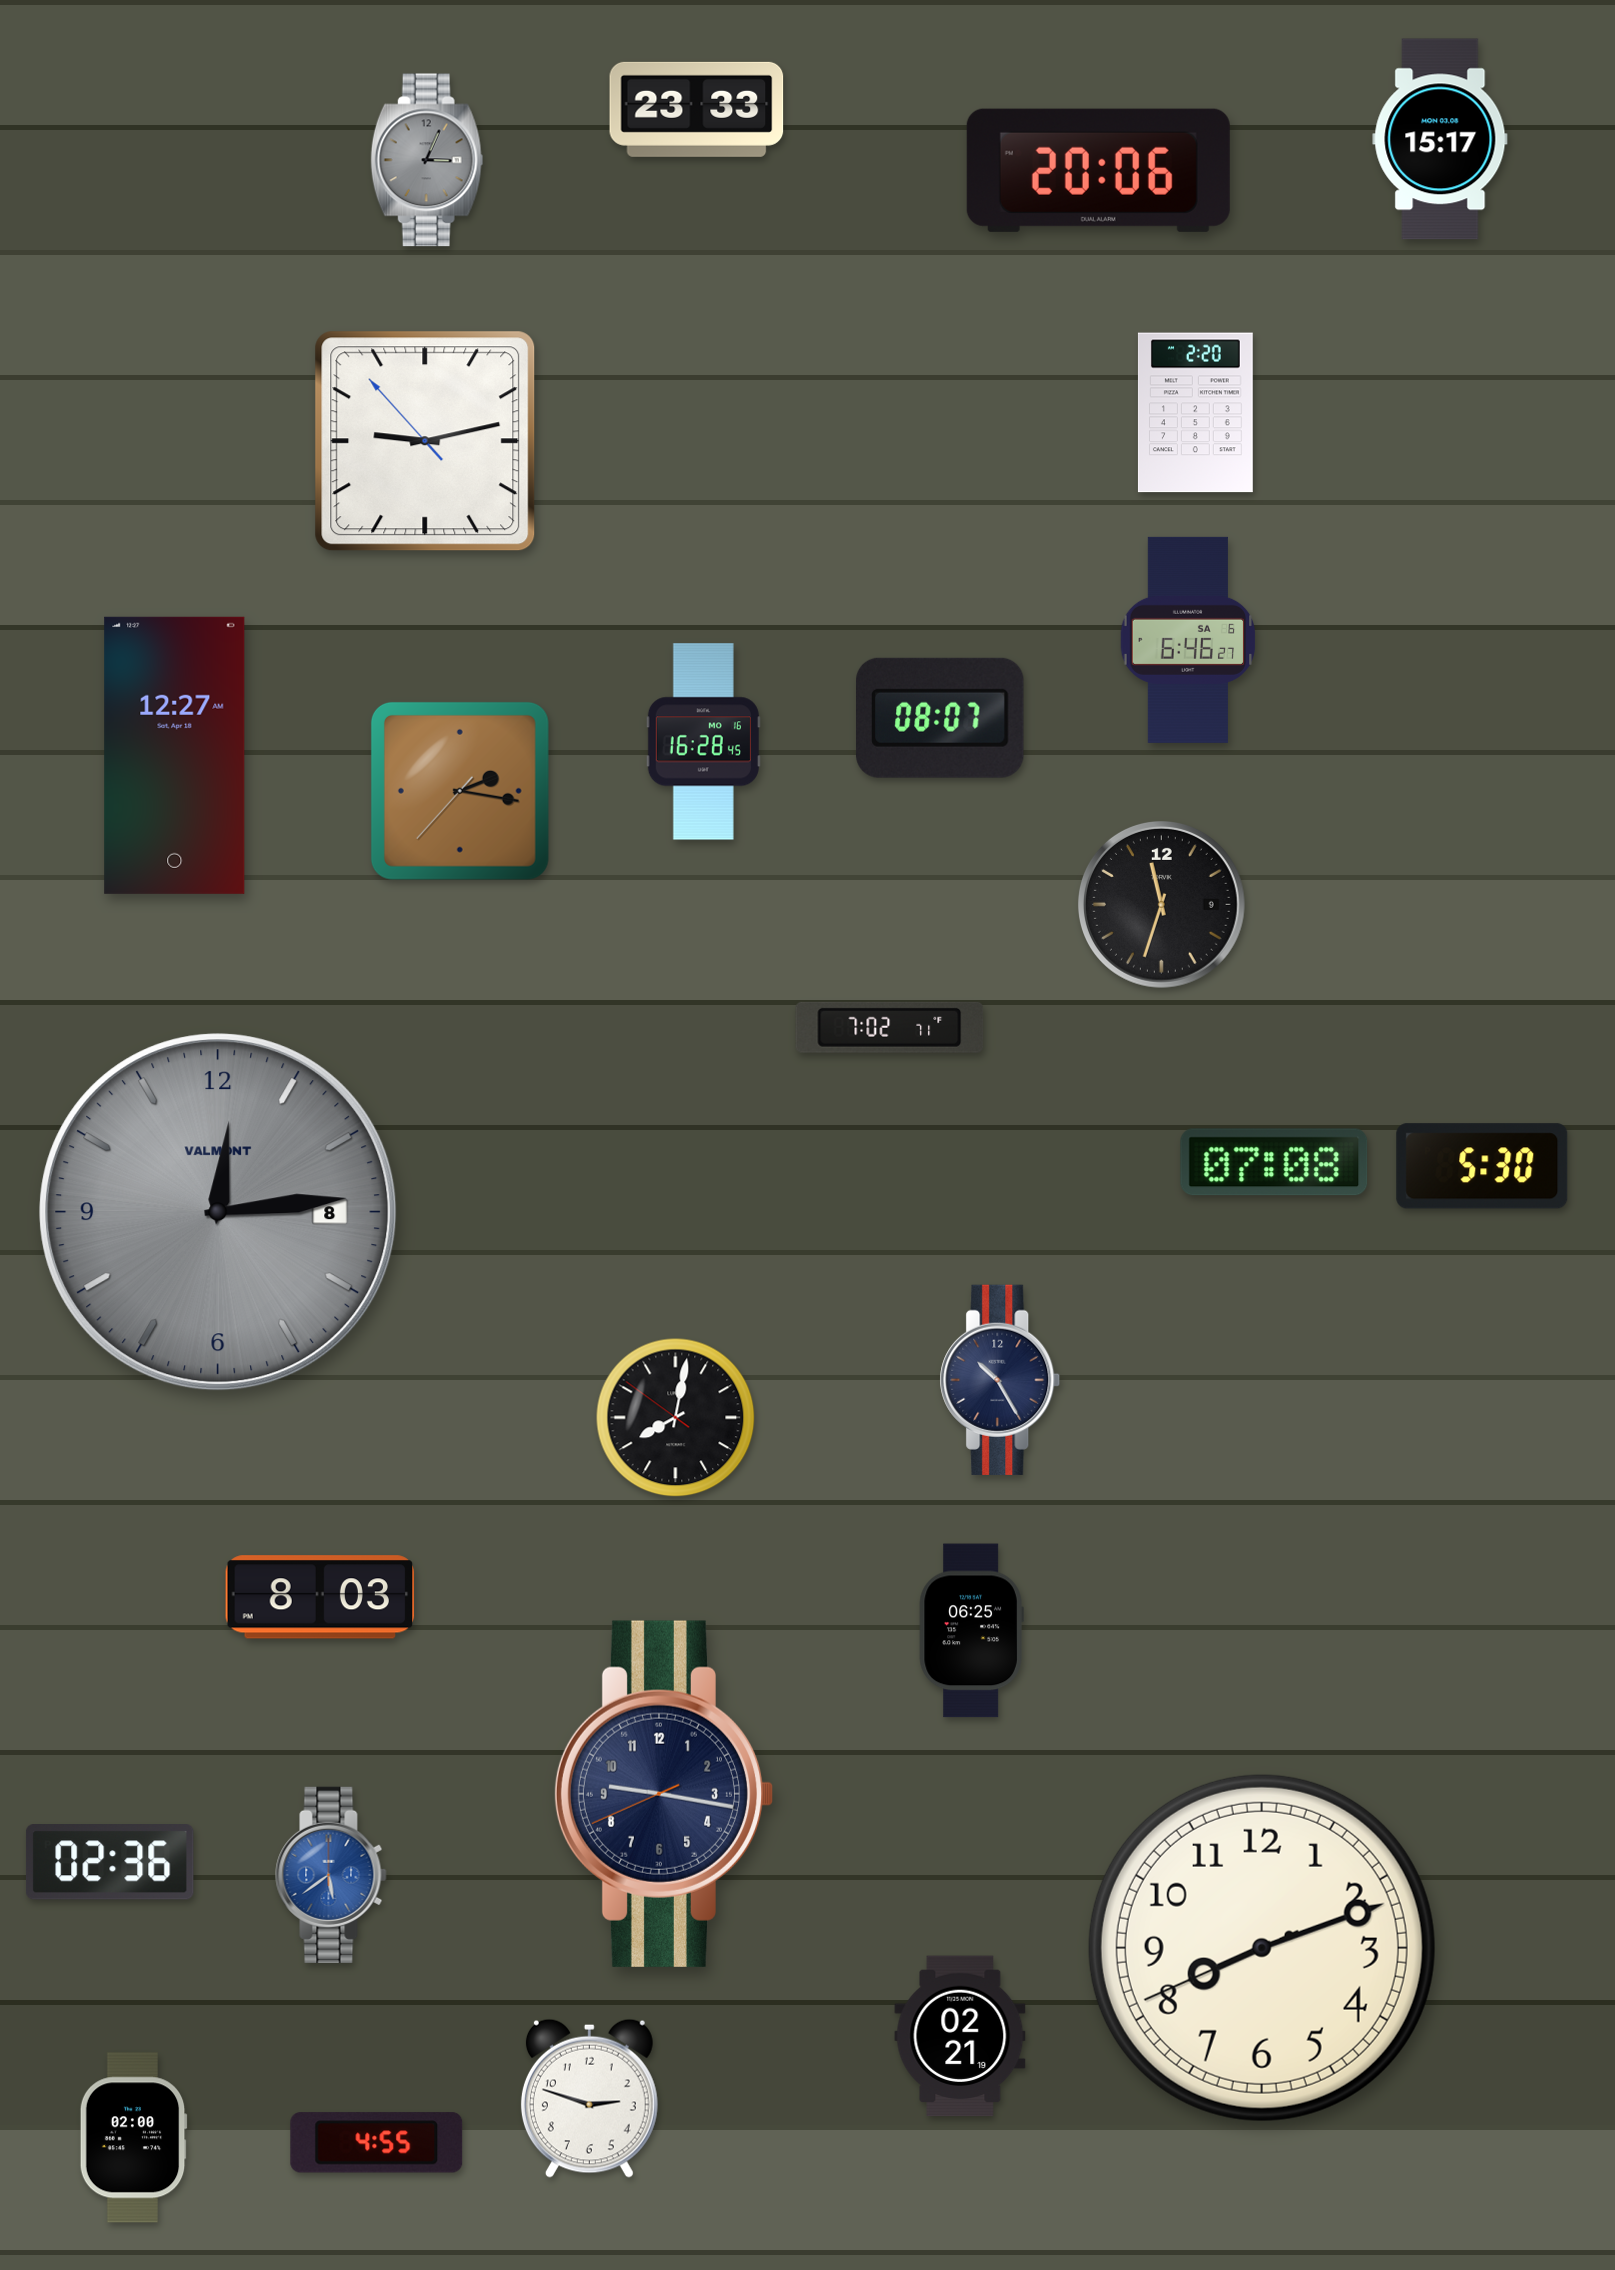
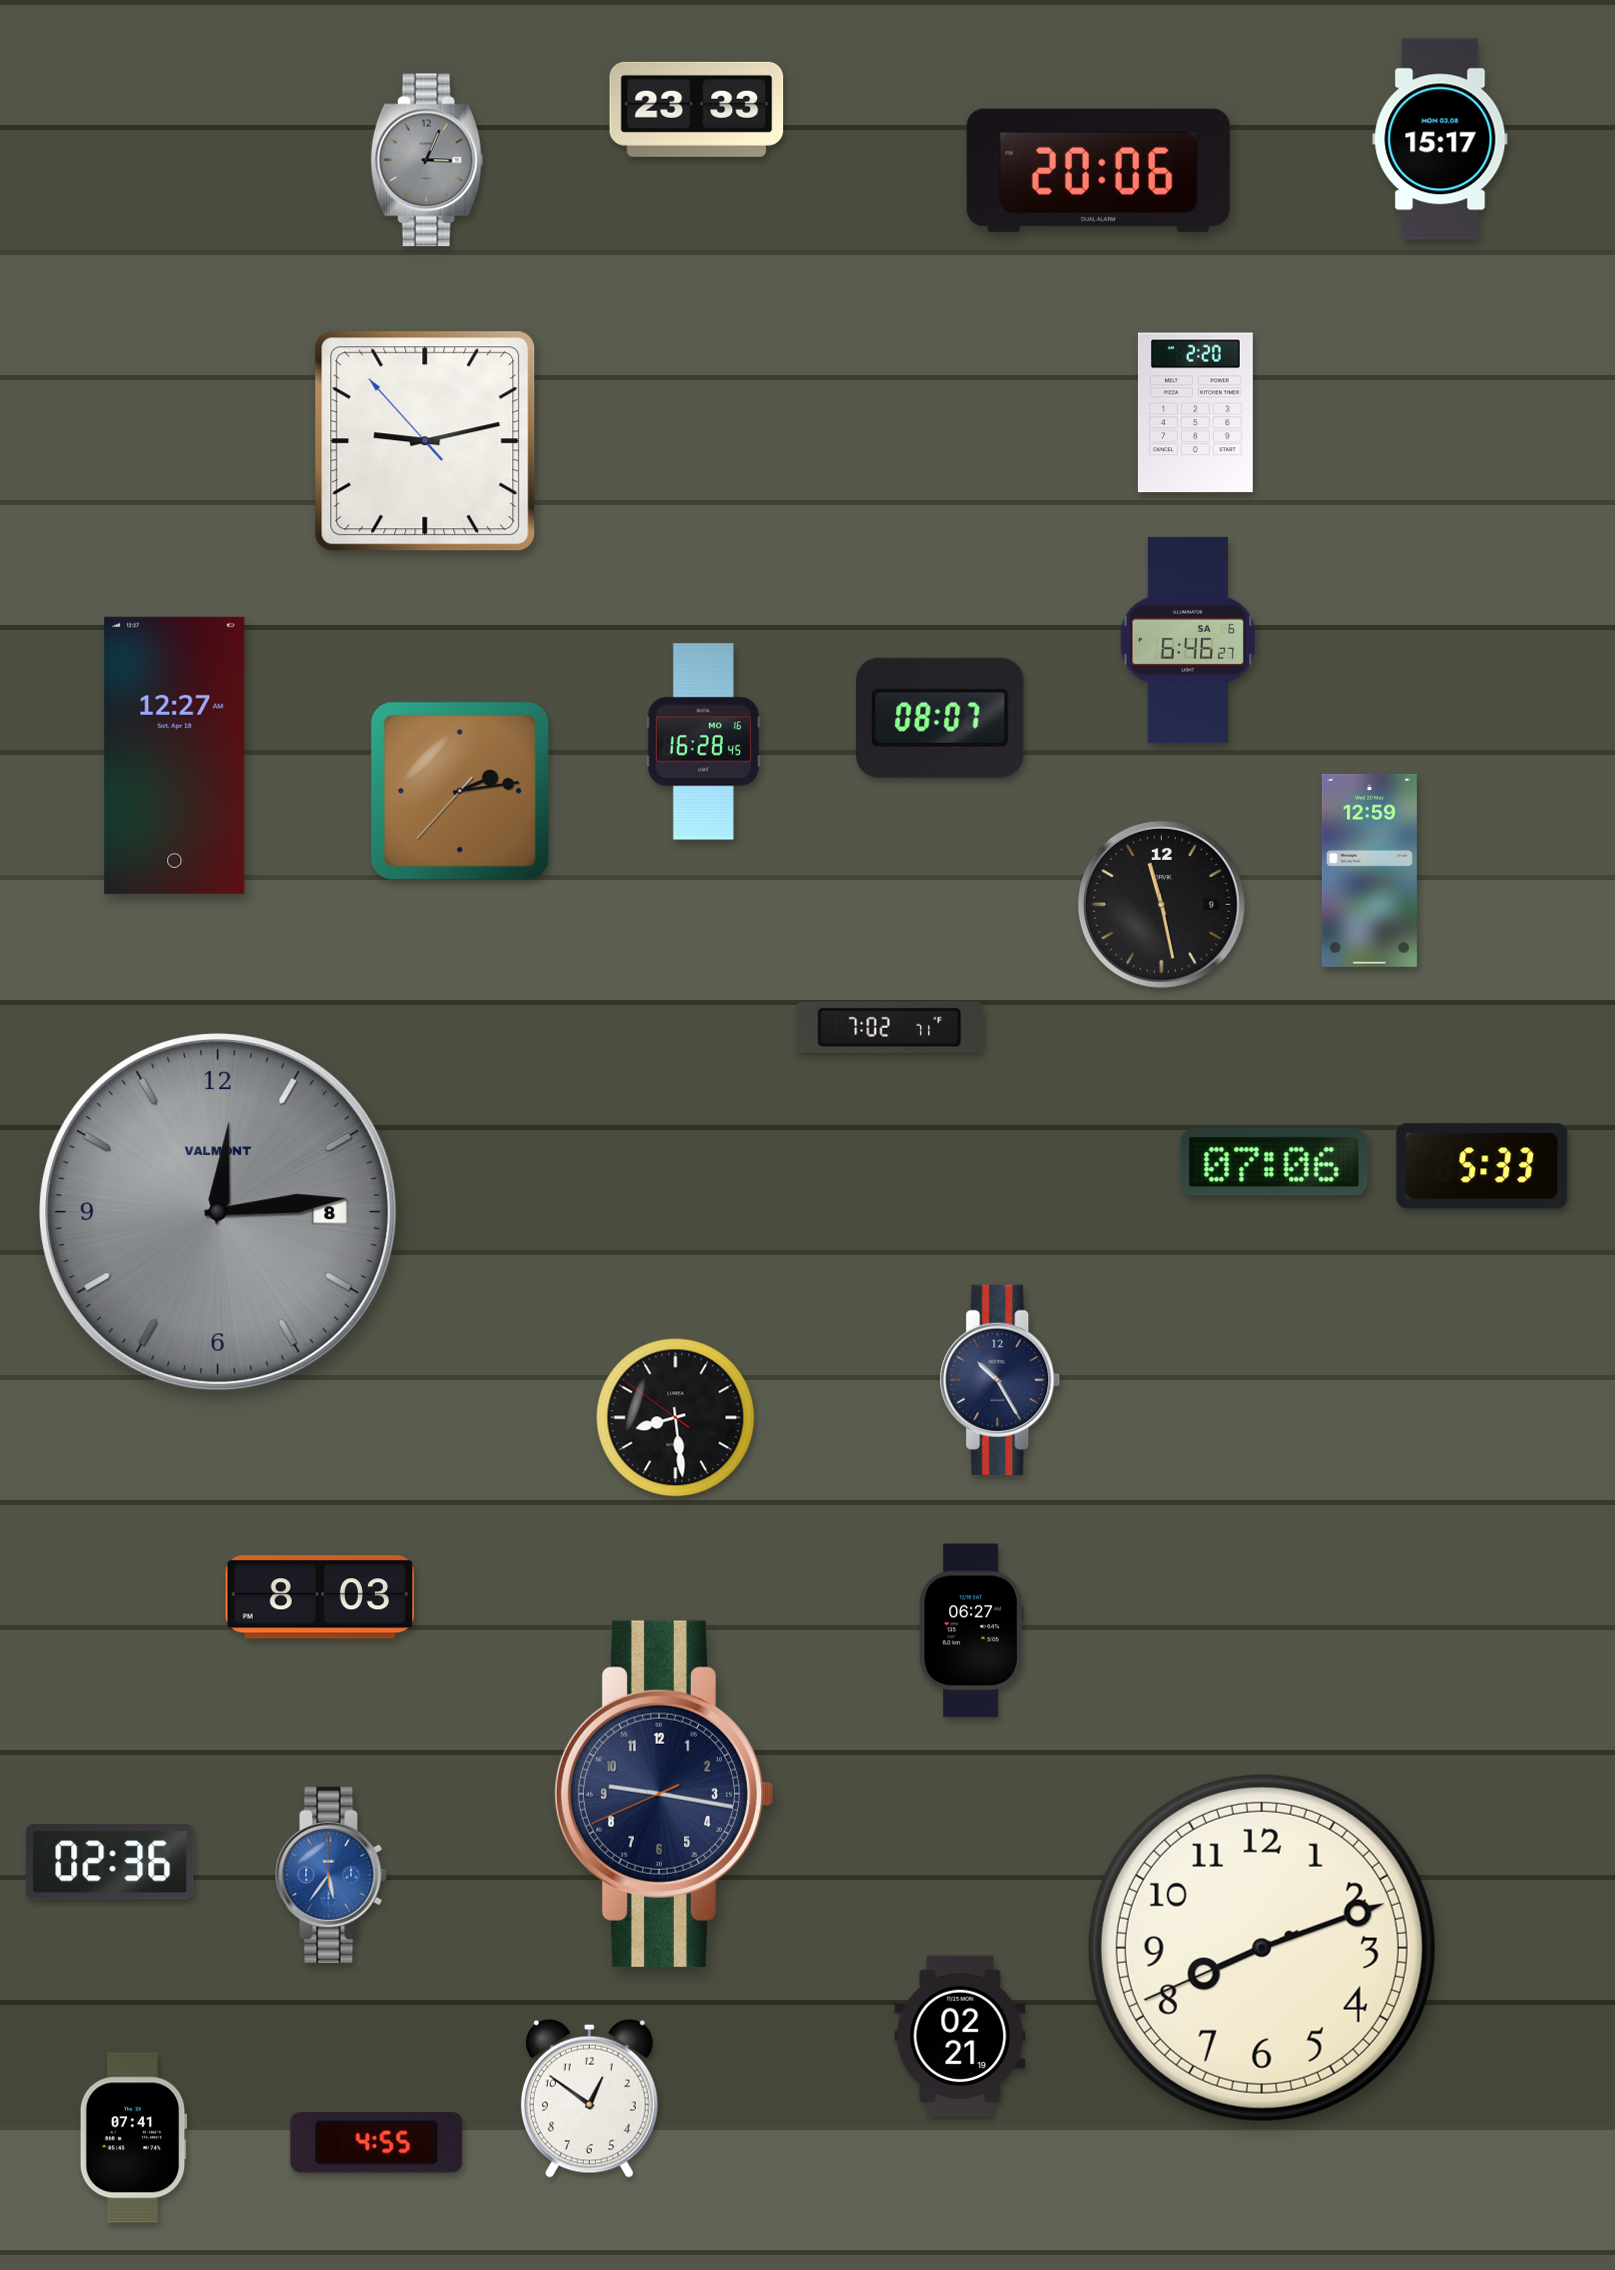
clock at (460, 791): 2:16 -> 2:13
clock at (1369, 870): none -> 12:59
clock at (1161, 904): 11:33 -> 11:28
clock at (1274, 1162): 07:08 -> 07:06
clock at (1482, 1166): 5:30 -> 5:33
clock at (676, 1418): 8:01 -> 8:28
clock at (971, 1631): 06:25 -> 06:27
clock at (331, 1875): 5:39 -> 5:36
clock at (589, 2098): 2:48 -> 12:51
clock at (133, 2138): 02:00 -> 07:41
